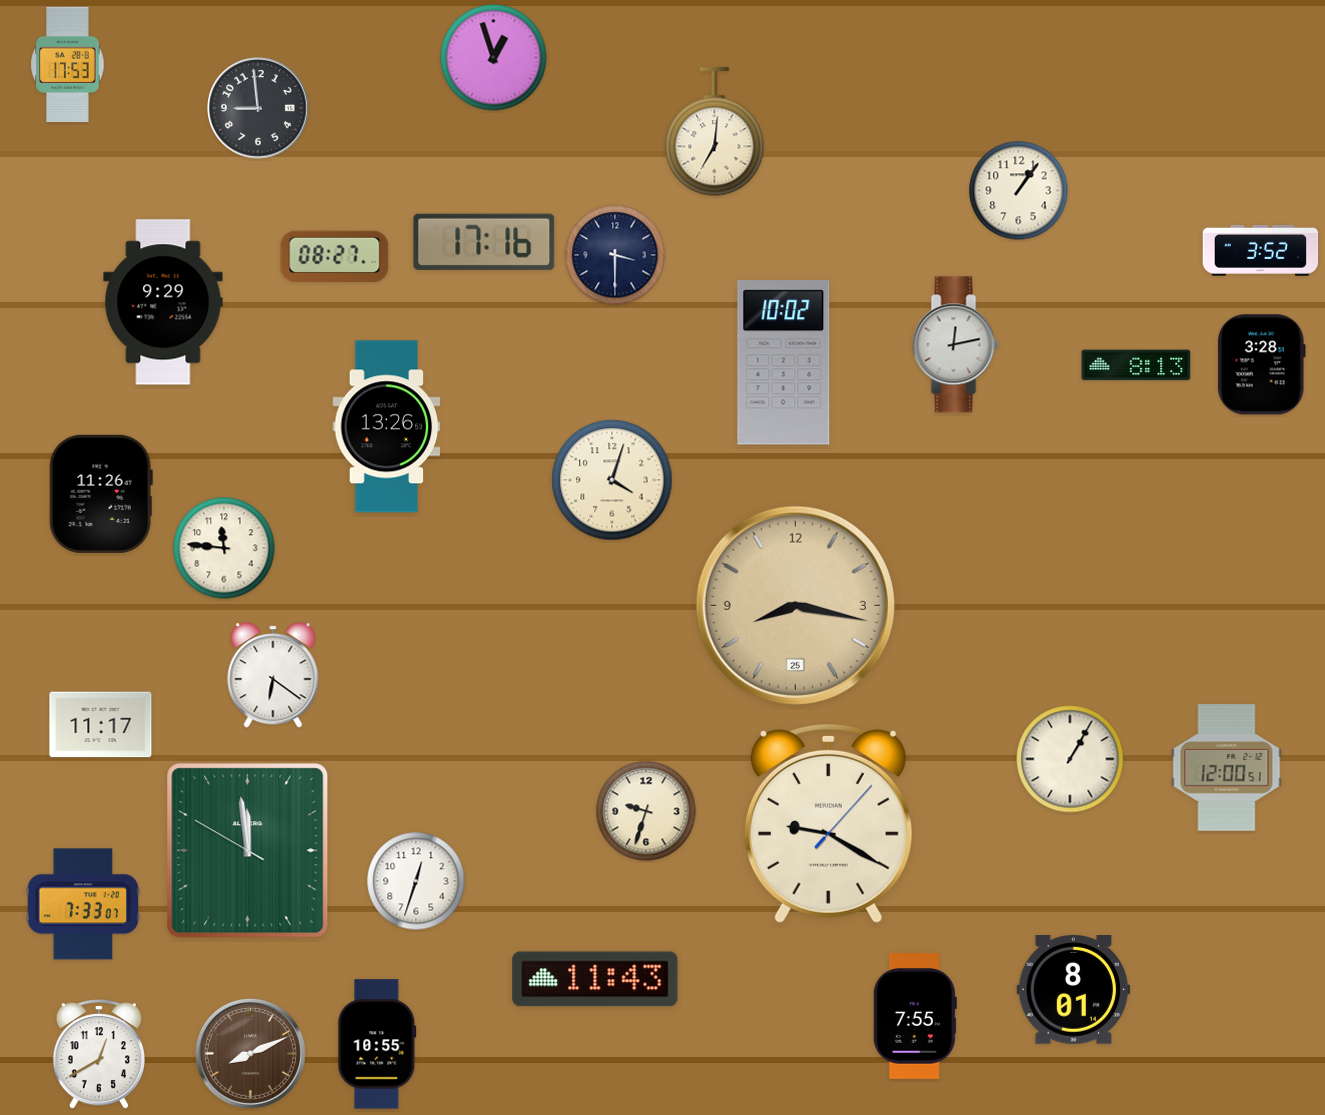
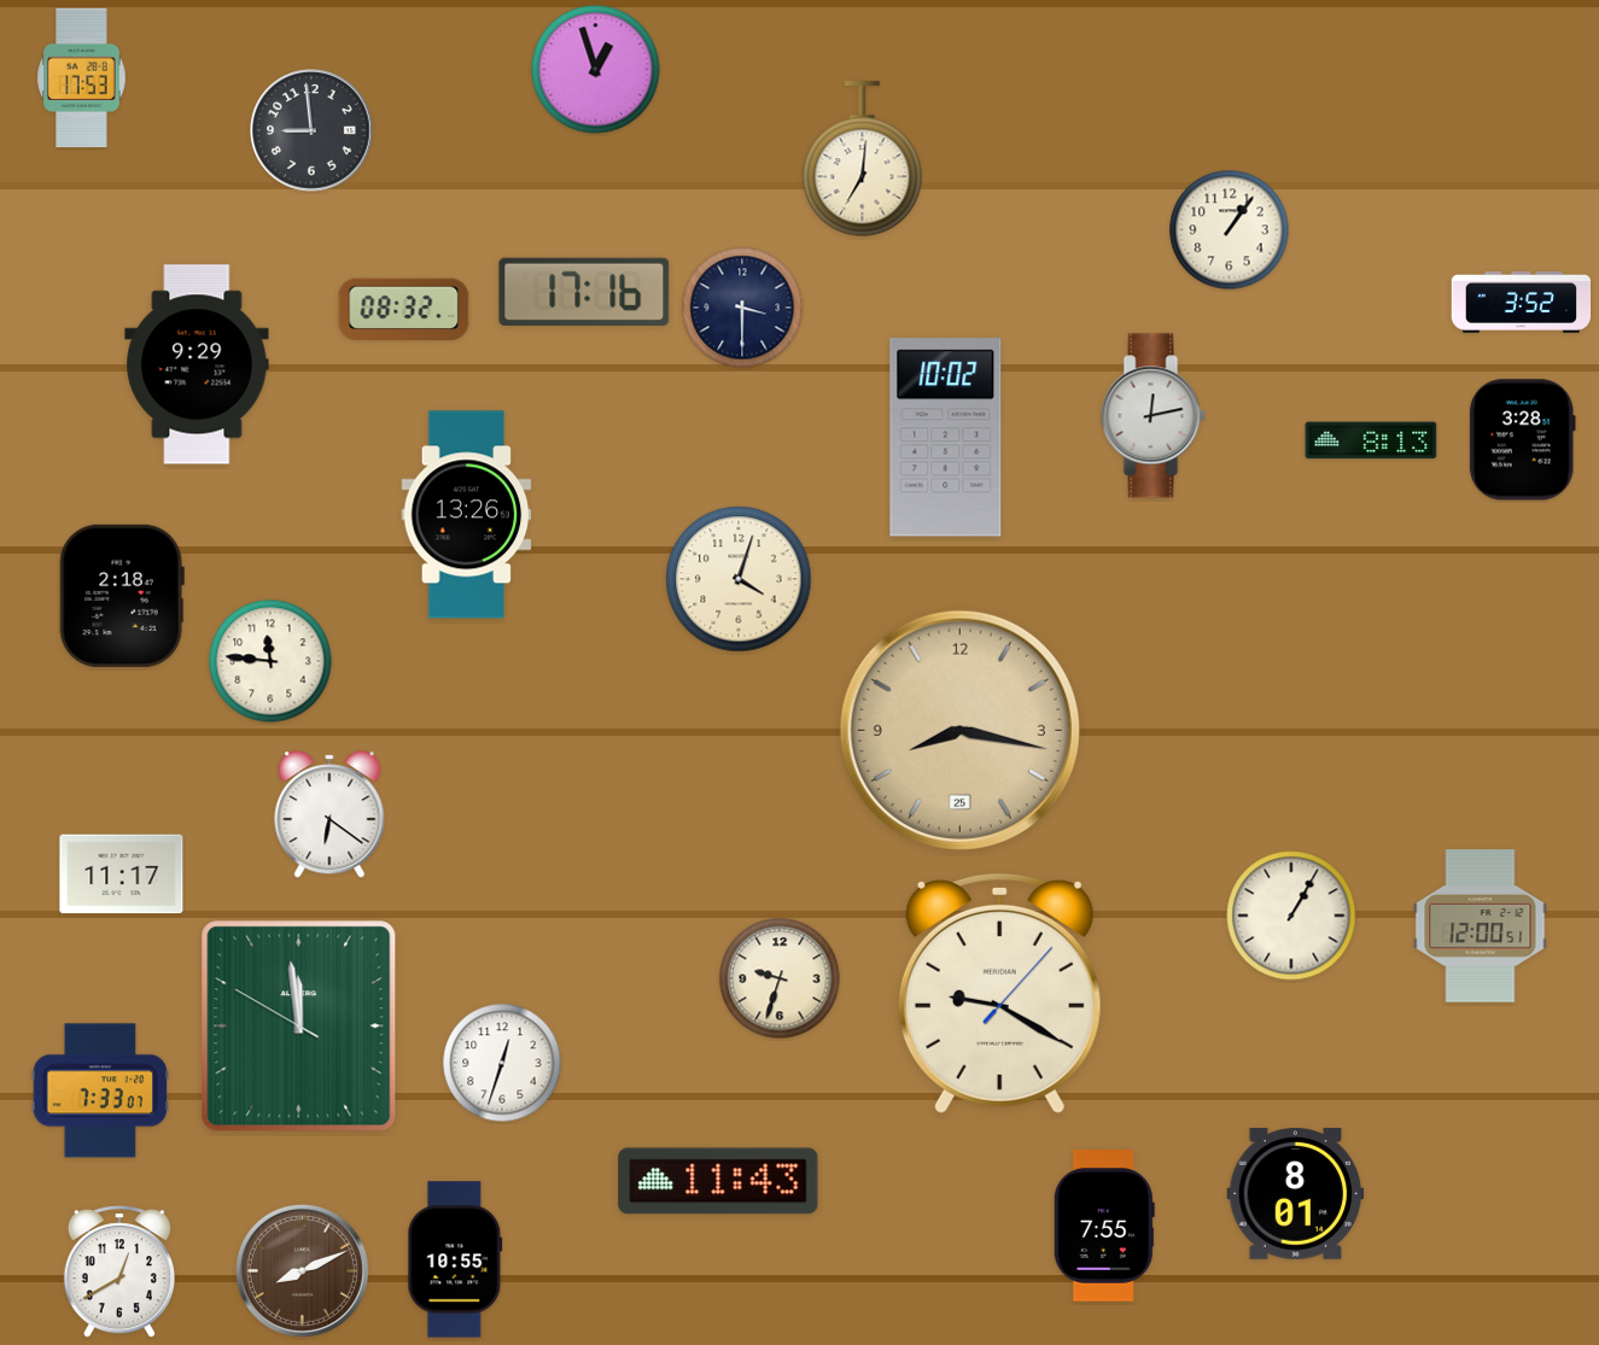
clock at (335, 256): 08:27 -> 08:32
clock at (101, 494): 11:26 -> 2:18
